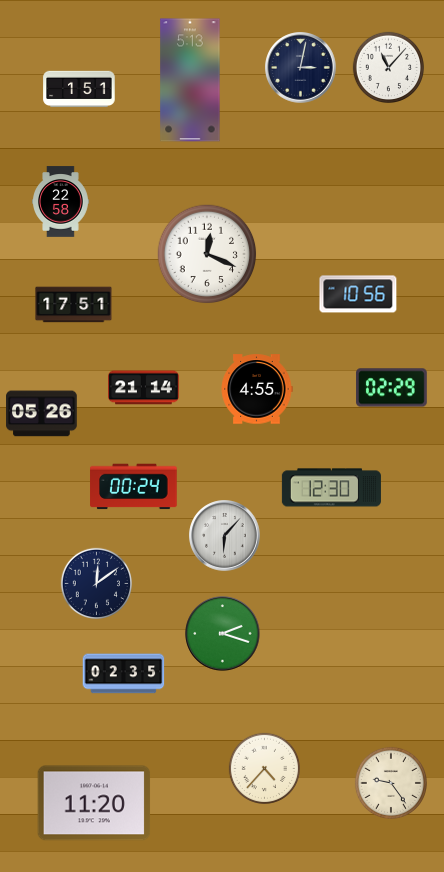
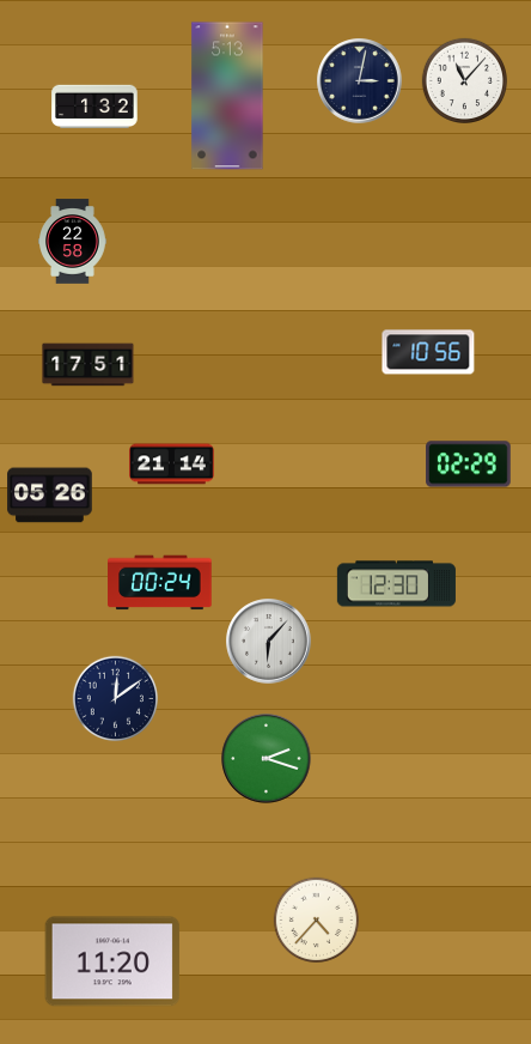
clock at (79, 89): 1:51 -> 1:32
clock at (207, 254): 12:19 -> none
clock at (257, 389): 4:55 -> none
clock at (124, 674): 02:35 -> none
clock at (391, 783): 9:24 -> none
